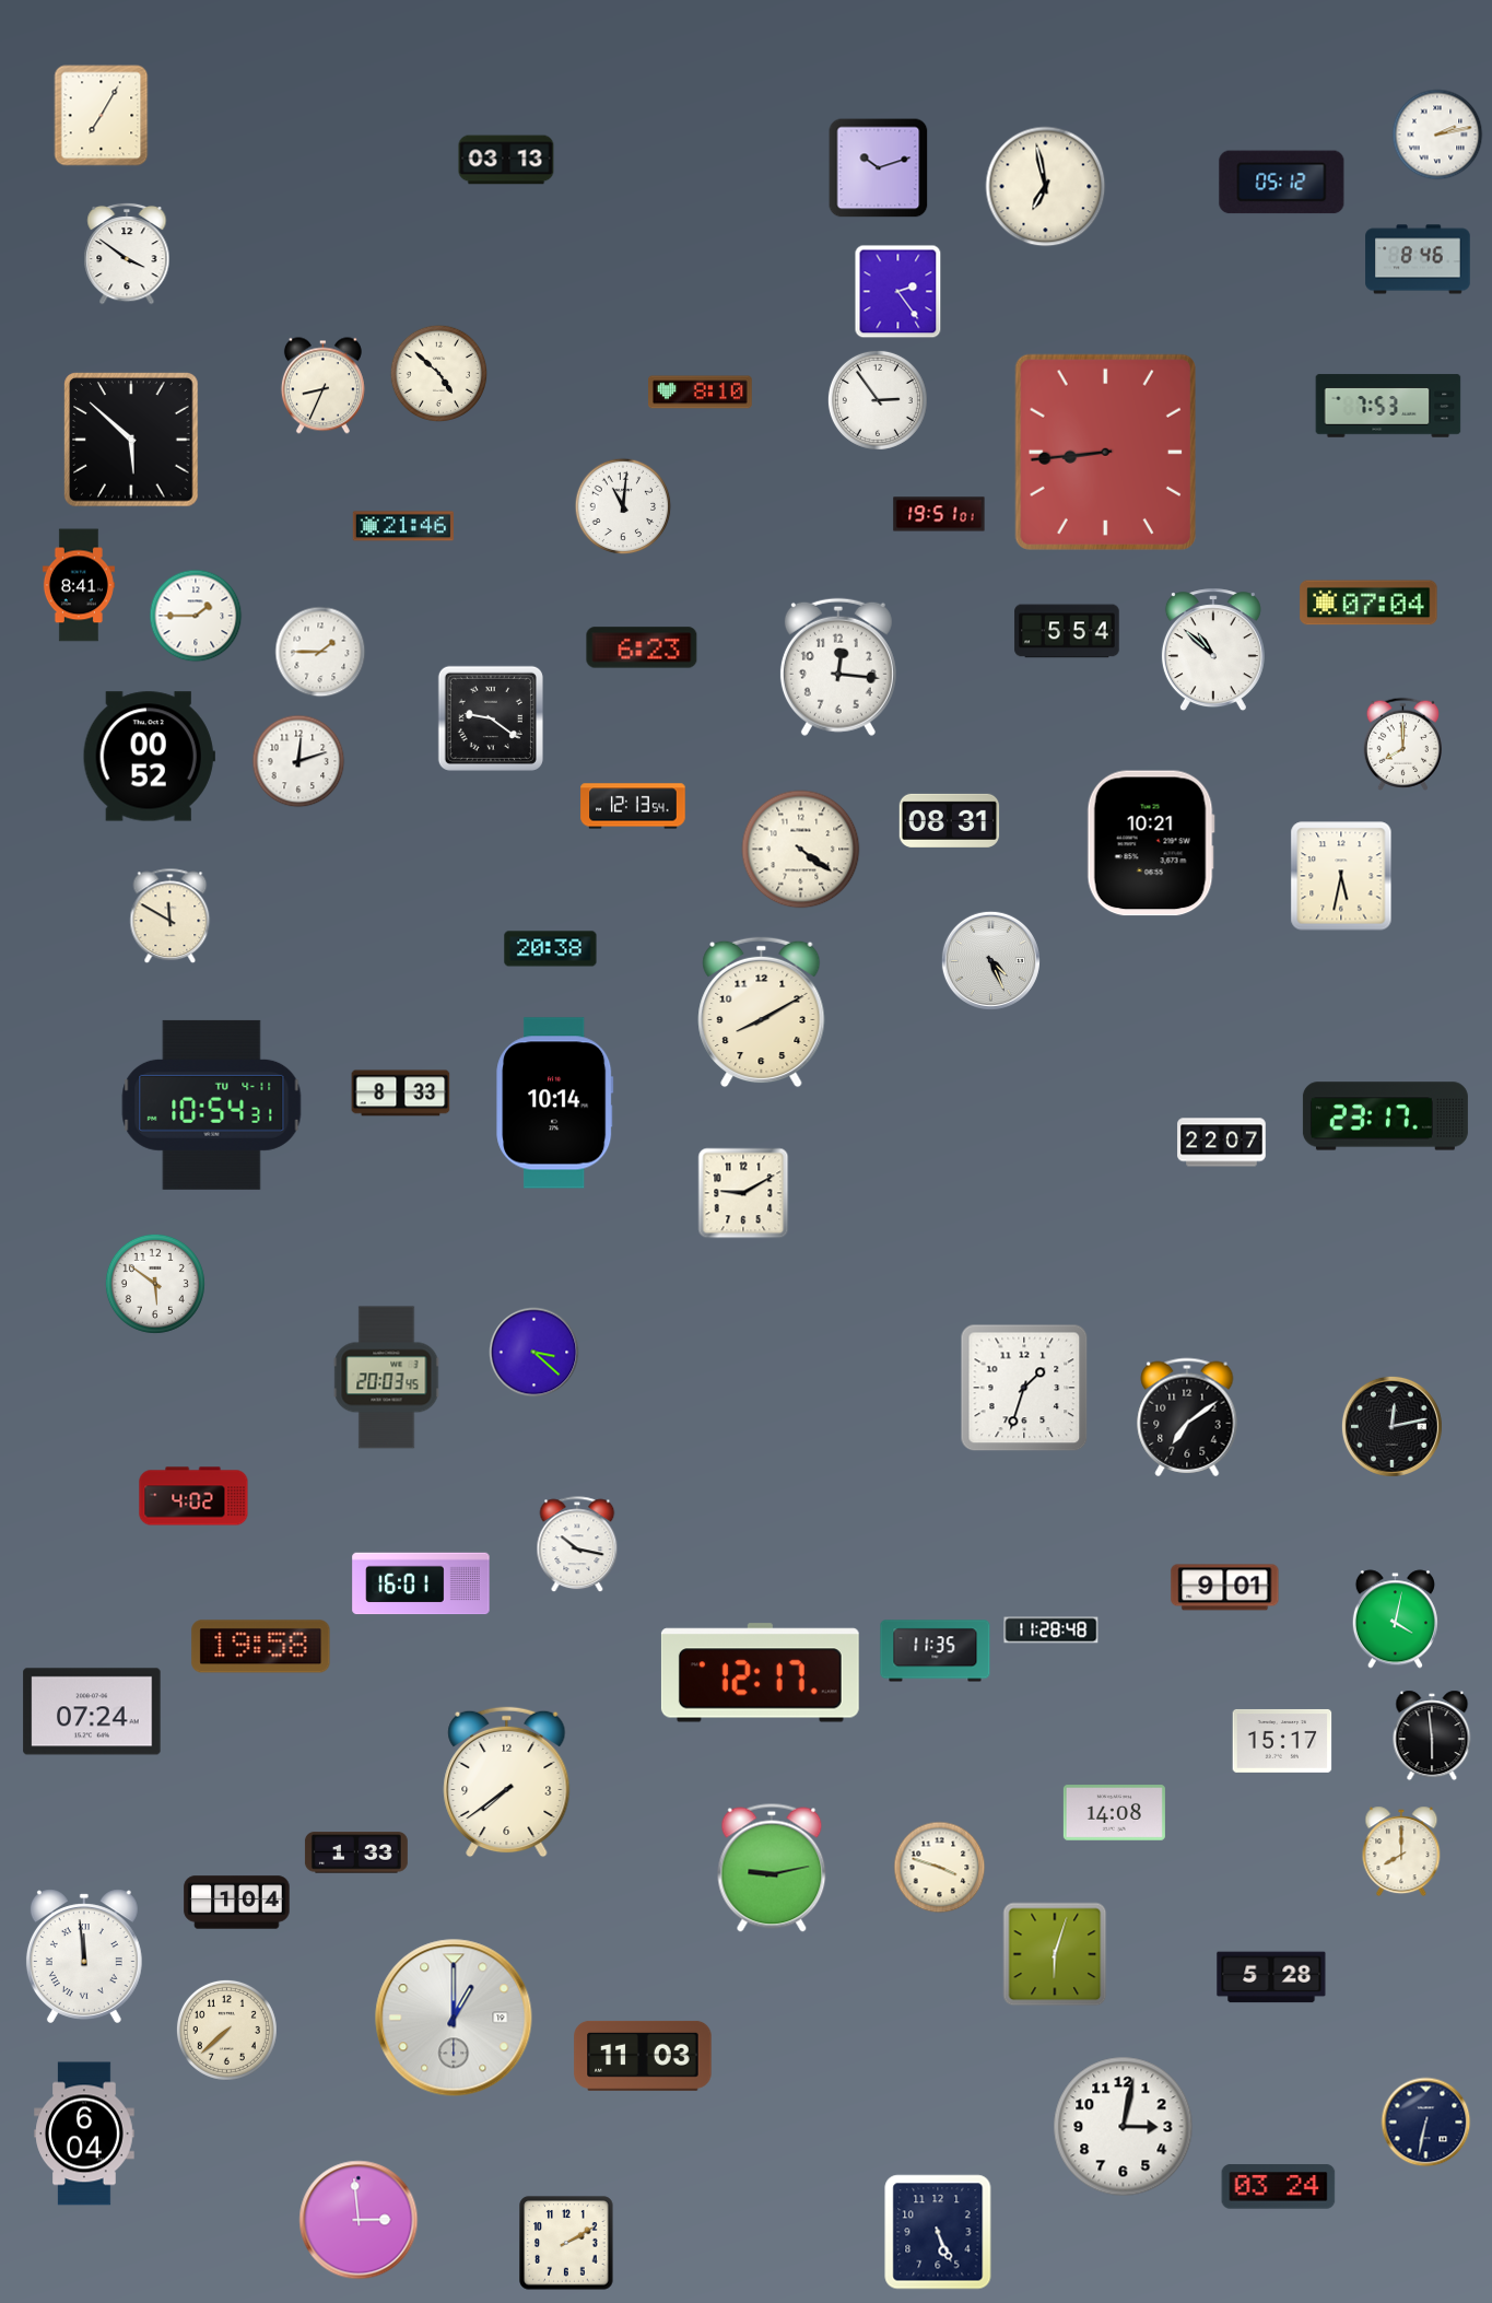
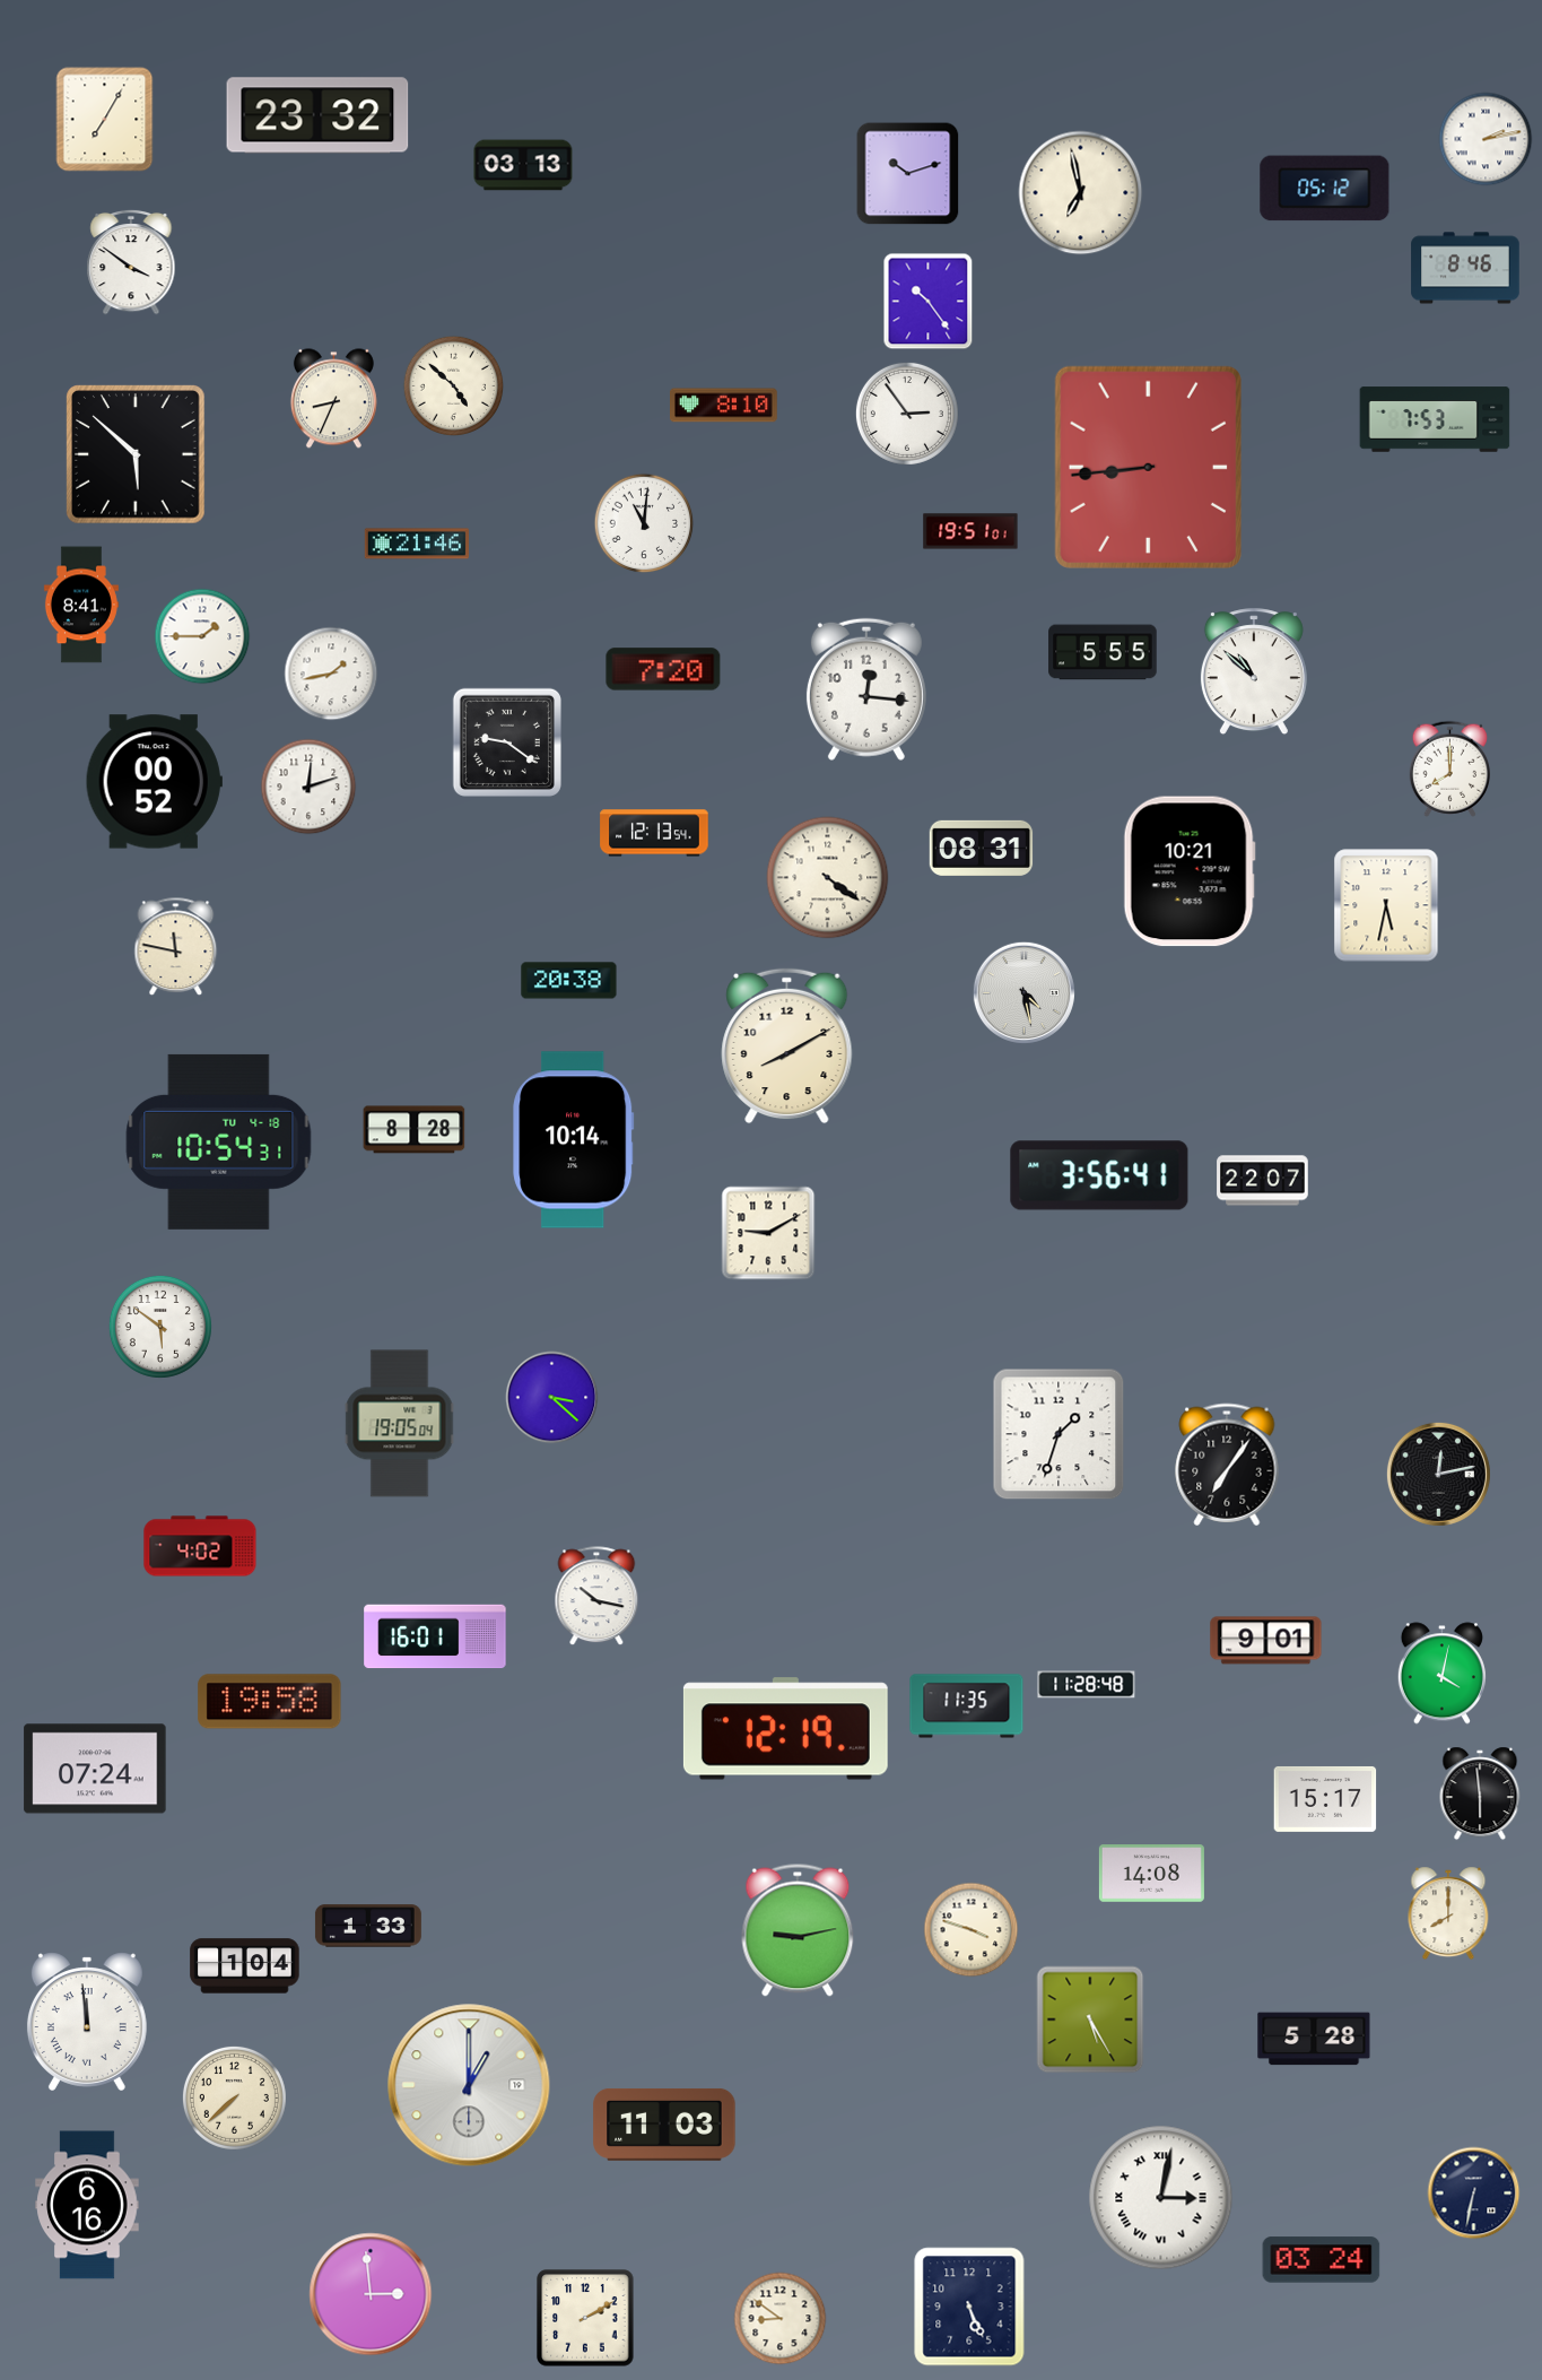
clock at (317, 115): none -> 23:32
clock at (898, 292): 2:24 -> 10:24
clock at (1105, 452) position: (1105, 452) -> (1148, 467)
clock at (1368, 603): 07:04 -> none
clock at (1067, 631): 5:54 -> 5:55
clock at (642, 647): 6:23 -> 7:20
clock at (320, 652): 1:45 -> 1:43
clock at (171, 916): 11:50 -> 11:47
clock at (990, 960): 4:26 -> 4:28
clock at (401, 1094): 8:33 -> 8:28
clock at (212, 1104) date: TU 4-11 -> TU 4-18
clock at (1385, 1117): 23:17 -> none
clock at (1099, 1175): none -> 3:56
clock at (387, 1378): 20:03 -> 19:05
clock at (1187, 1417): 7:09 -> 7:06
clock at (760, 1673): 12:17 -> 12:19
clock at (507, 1782): 7:39 -> none
clock at (356, 1852) position: (356, 1852) -> (368, 1926)
clock at (1055, 1954): 6:03 -> 5:25
clock at (1271, 1977) position: (1271, 1977) -> (1314, 2039)
clock at (1124, 2127) numerals: Arabic -> Roman
clock at (84, 2134): 6:04 -> 6:16
clock at (781, 2319): none -> 8:51
